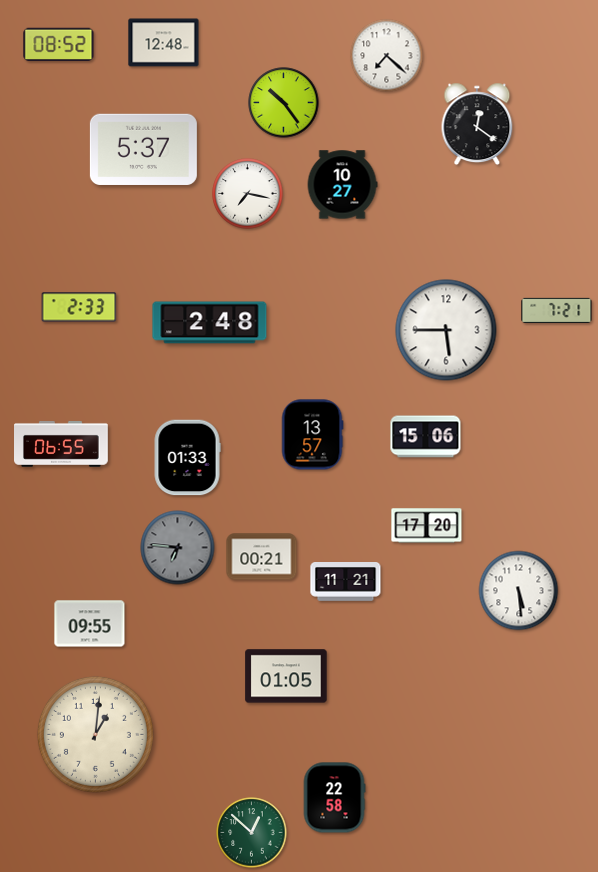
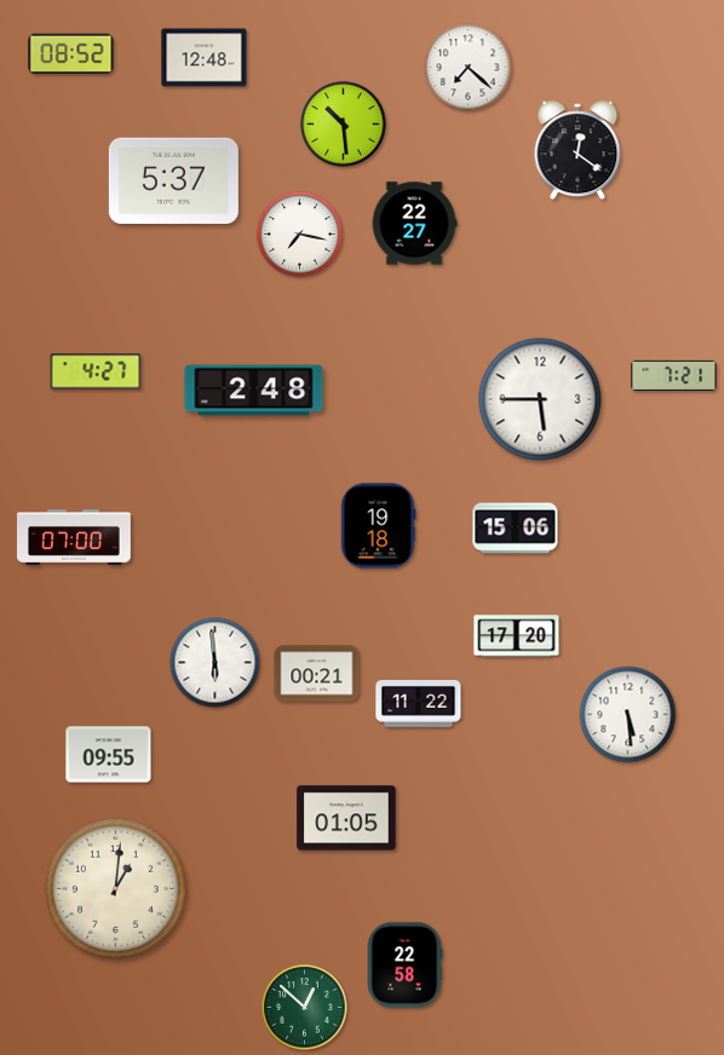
clock at (164, 43) position: (164, 43) -> (205, 58)
clock at (284, 103): 10:24 -> 10:29
clock at (342, 185): 10:27 -> 22:27
clock at (79, 307): 2:33 -> 4:27
clock at (312, 435): 13:57 -> 19:18
clock at (62, 444): 06:55 -> 07:00
clock at (187, 458): 01:33 -> none
clock at (178, 548): 6:46 -> 5:59
clock at (178, 548) dial: grey -> white
clock at (346, 582): 11:21 -> 11:22
